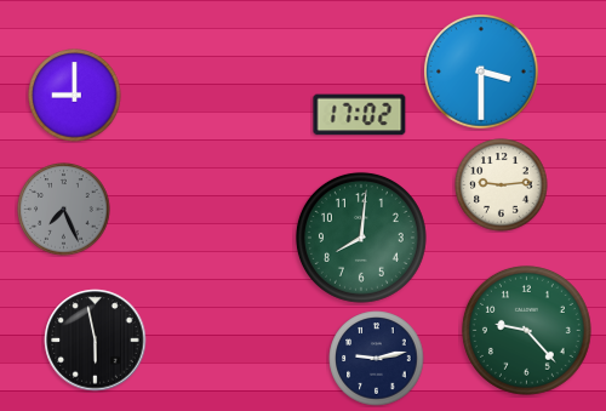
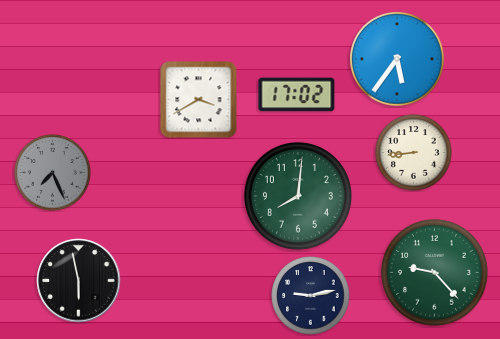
clock at (481, 72): 3:30 -> 5:36
clock at (75, 96): 9:00 -> none
clock at (199, 100): none -> 3:40
clock at (502, 185): 9:14 -> 8:44
